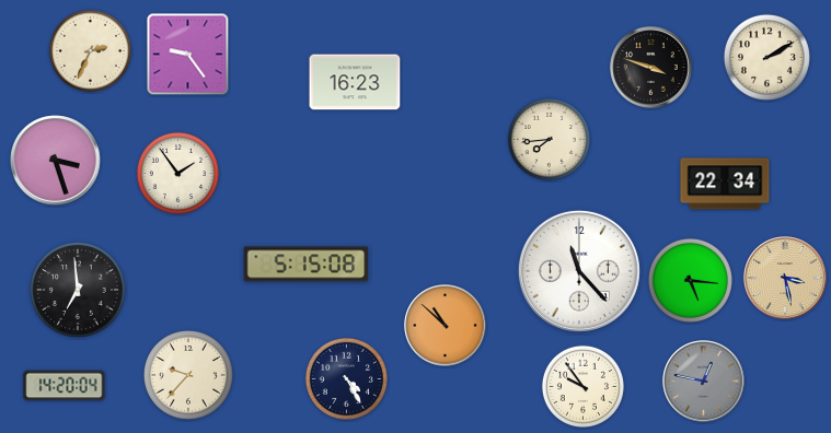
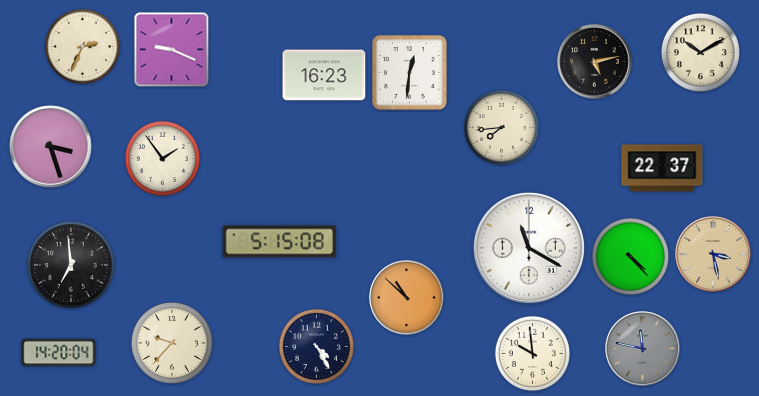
clock at (188, 55): 9:24 -> 9:19
clock at (766, 57): 2:10 -> 10:10
clock at (651, 68): 3:48 -> 5:13
clock at (410, 73): none -> 12:31
clock at (725, 184): 22:34 -> 22:37
clock at (579, 271): 11:23 -> 11:20
clock at (785, 278) position: (785, 278) -> (713, 254)
clock at (690, 280): 5:16 -> 4:23
clock at (704, 382): 12:47 -> 11:47
clock at (582, 386): 9:54 -> 9:59
